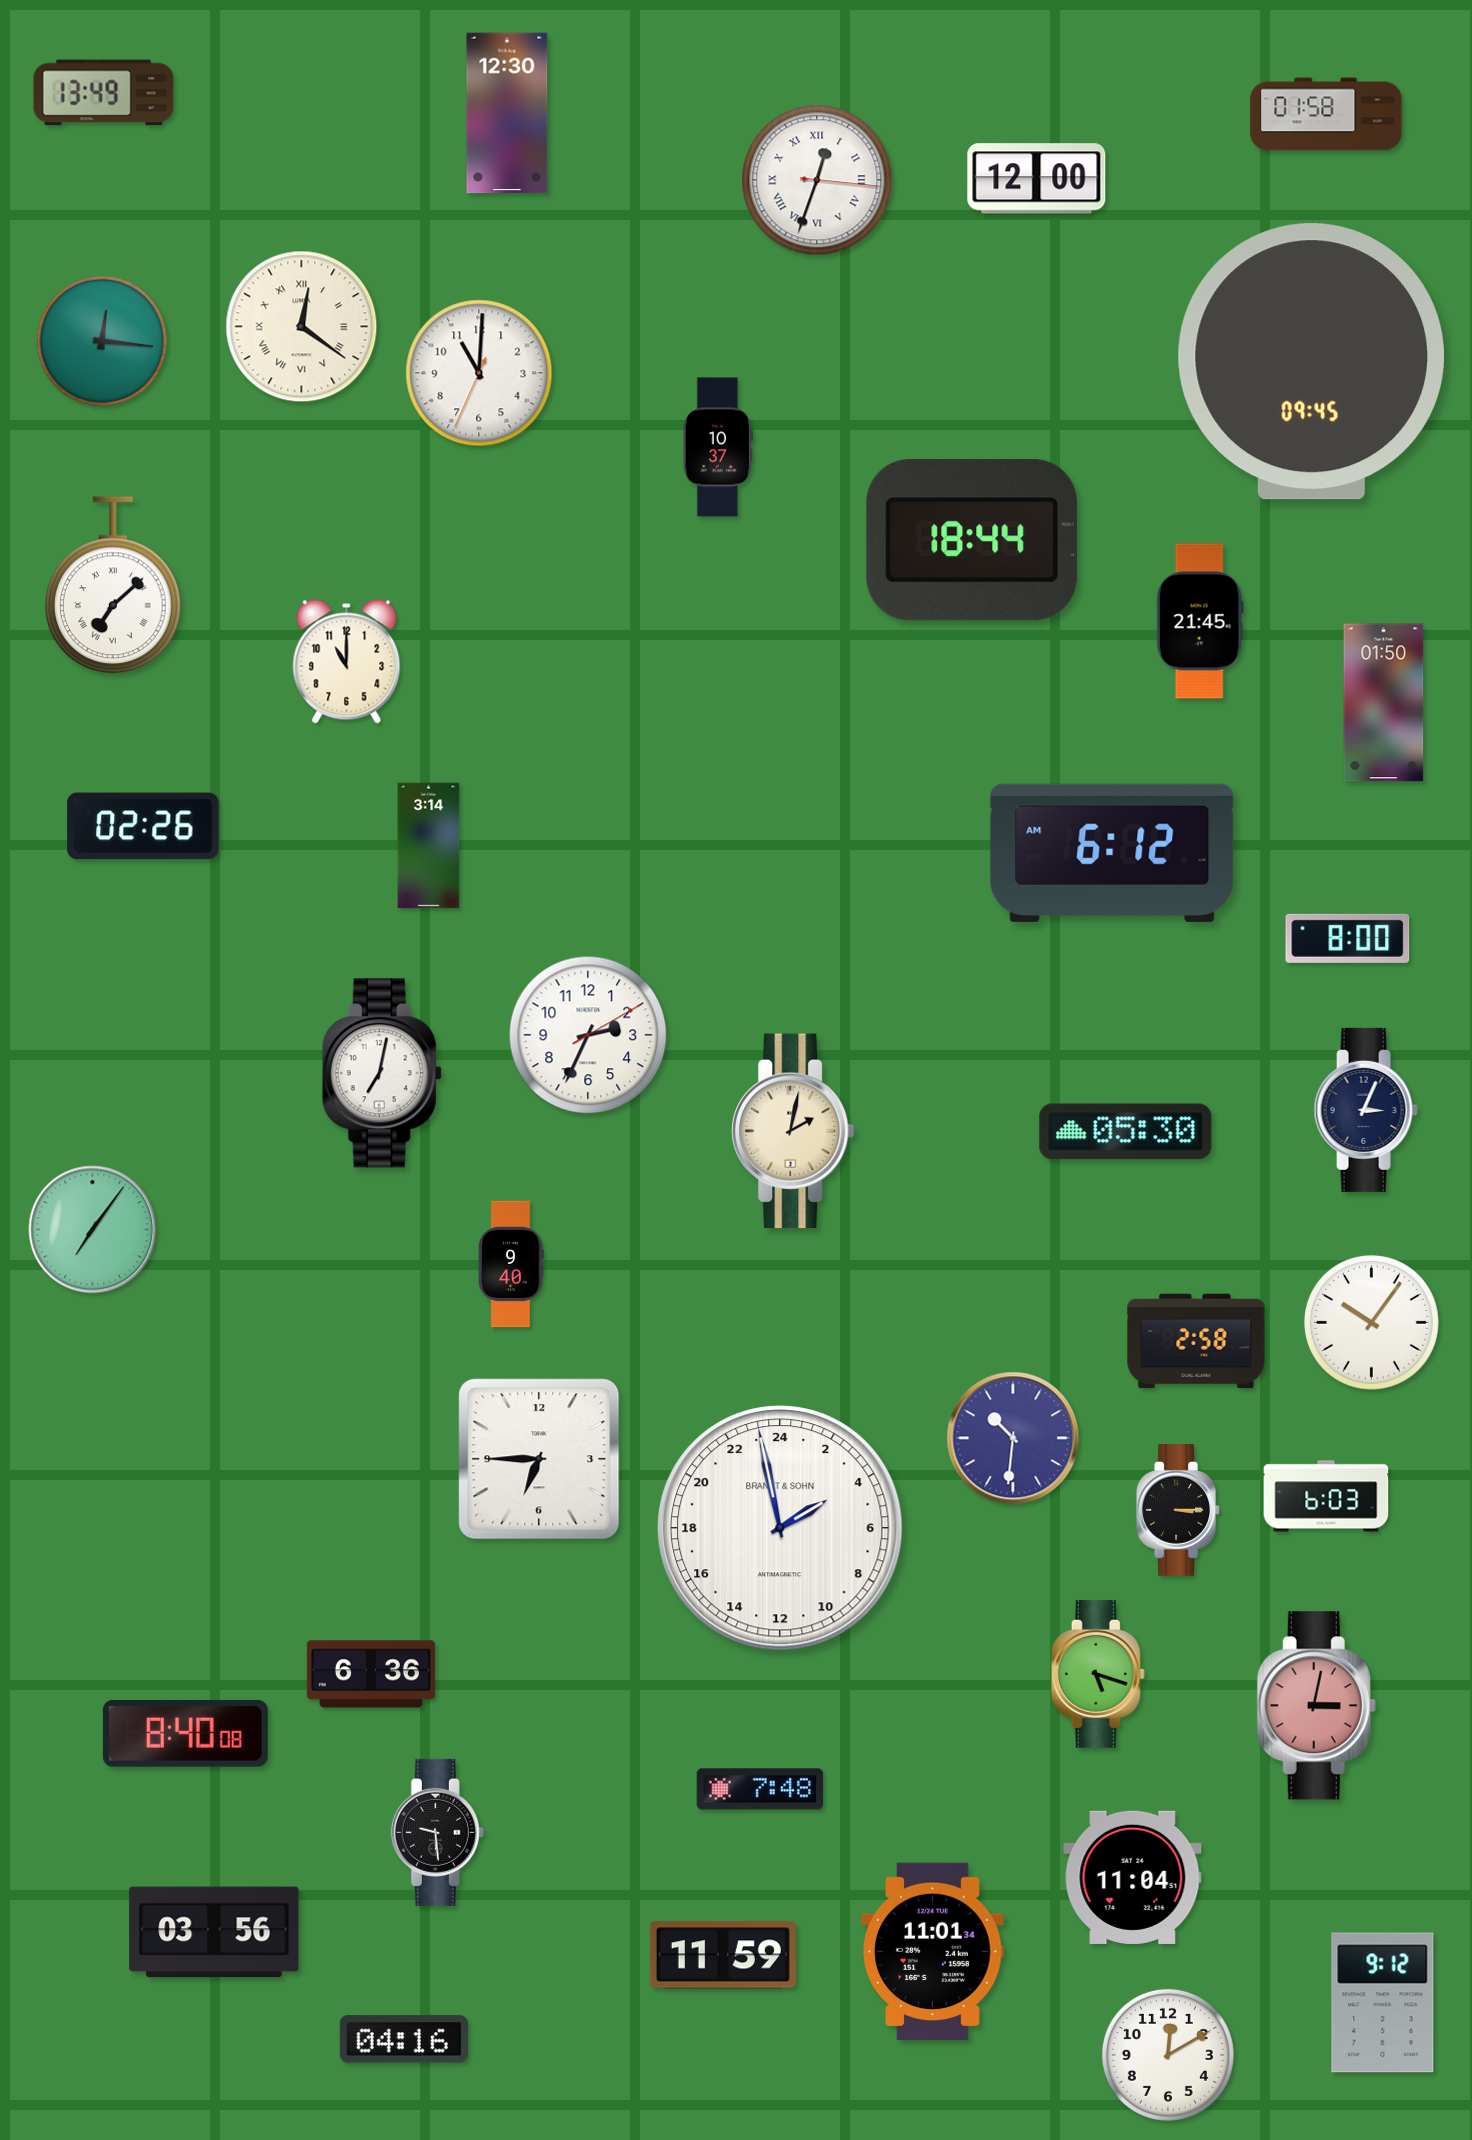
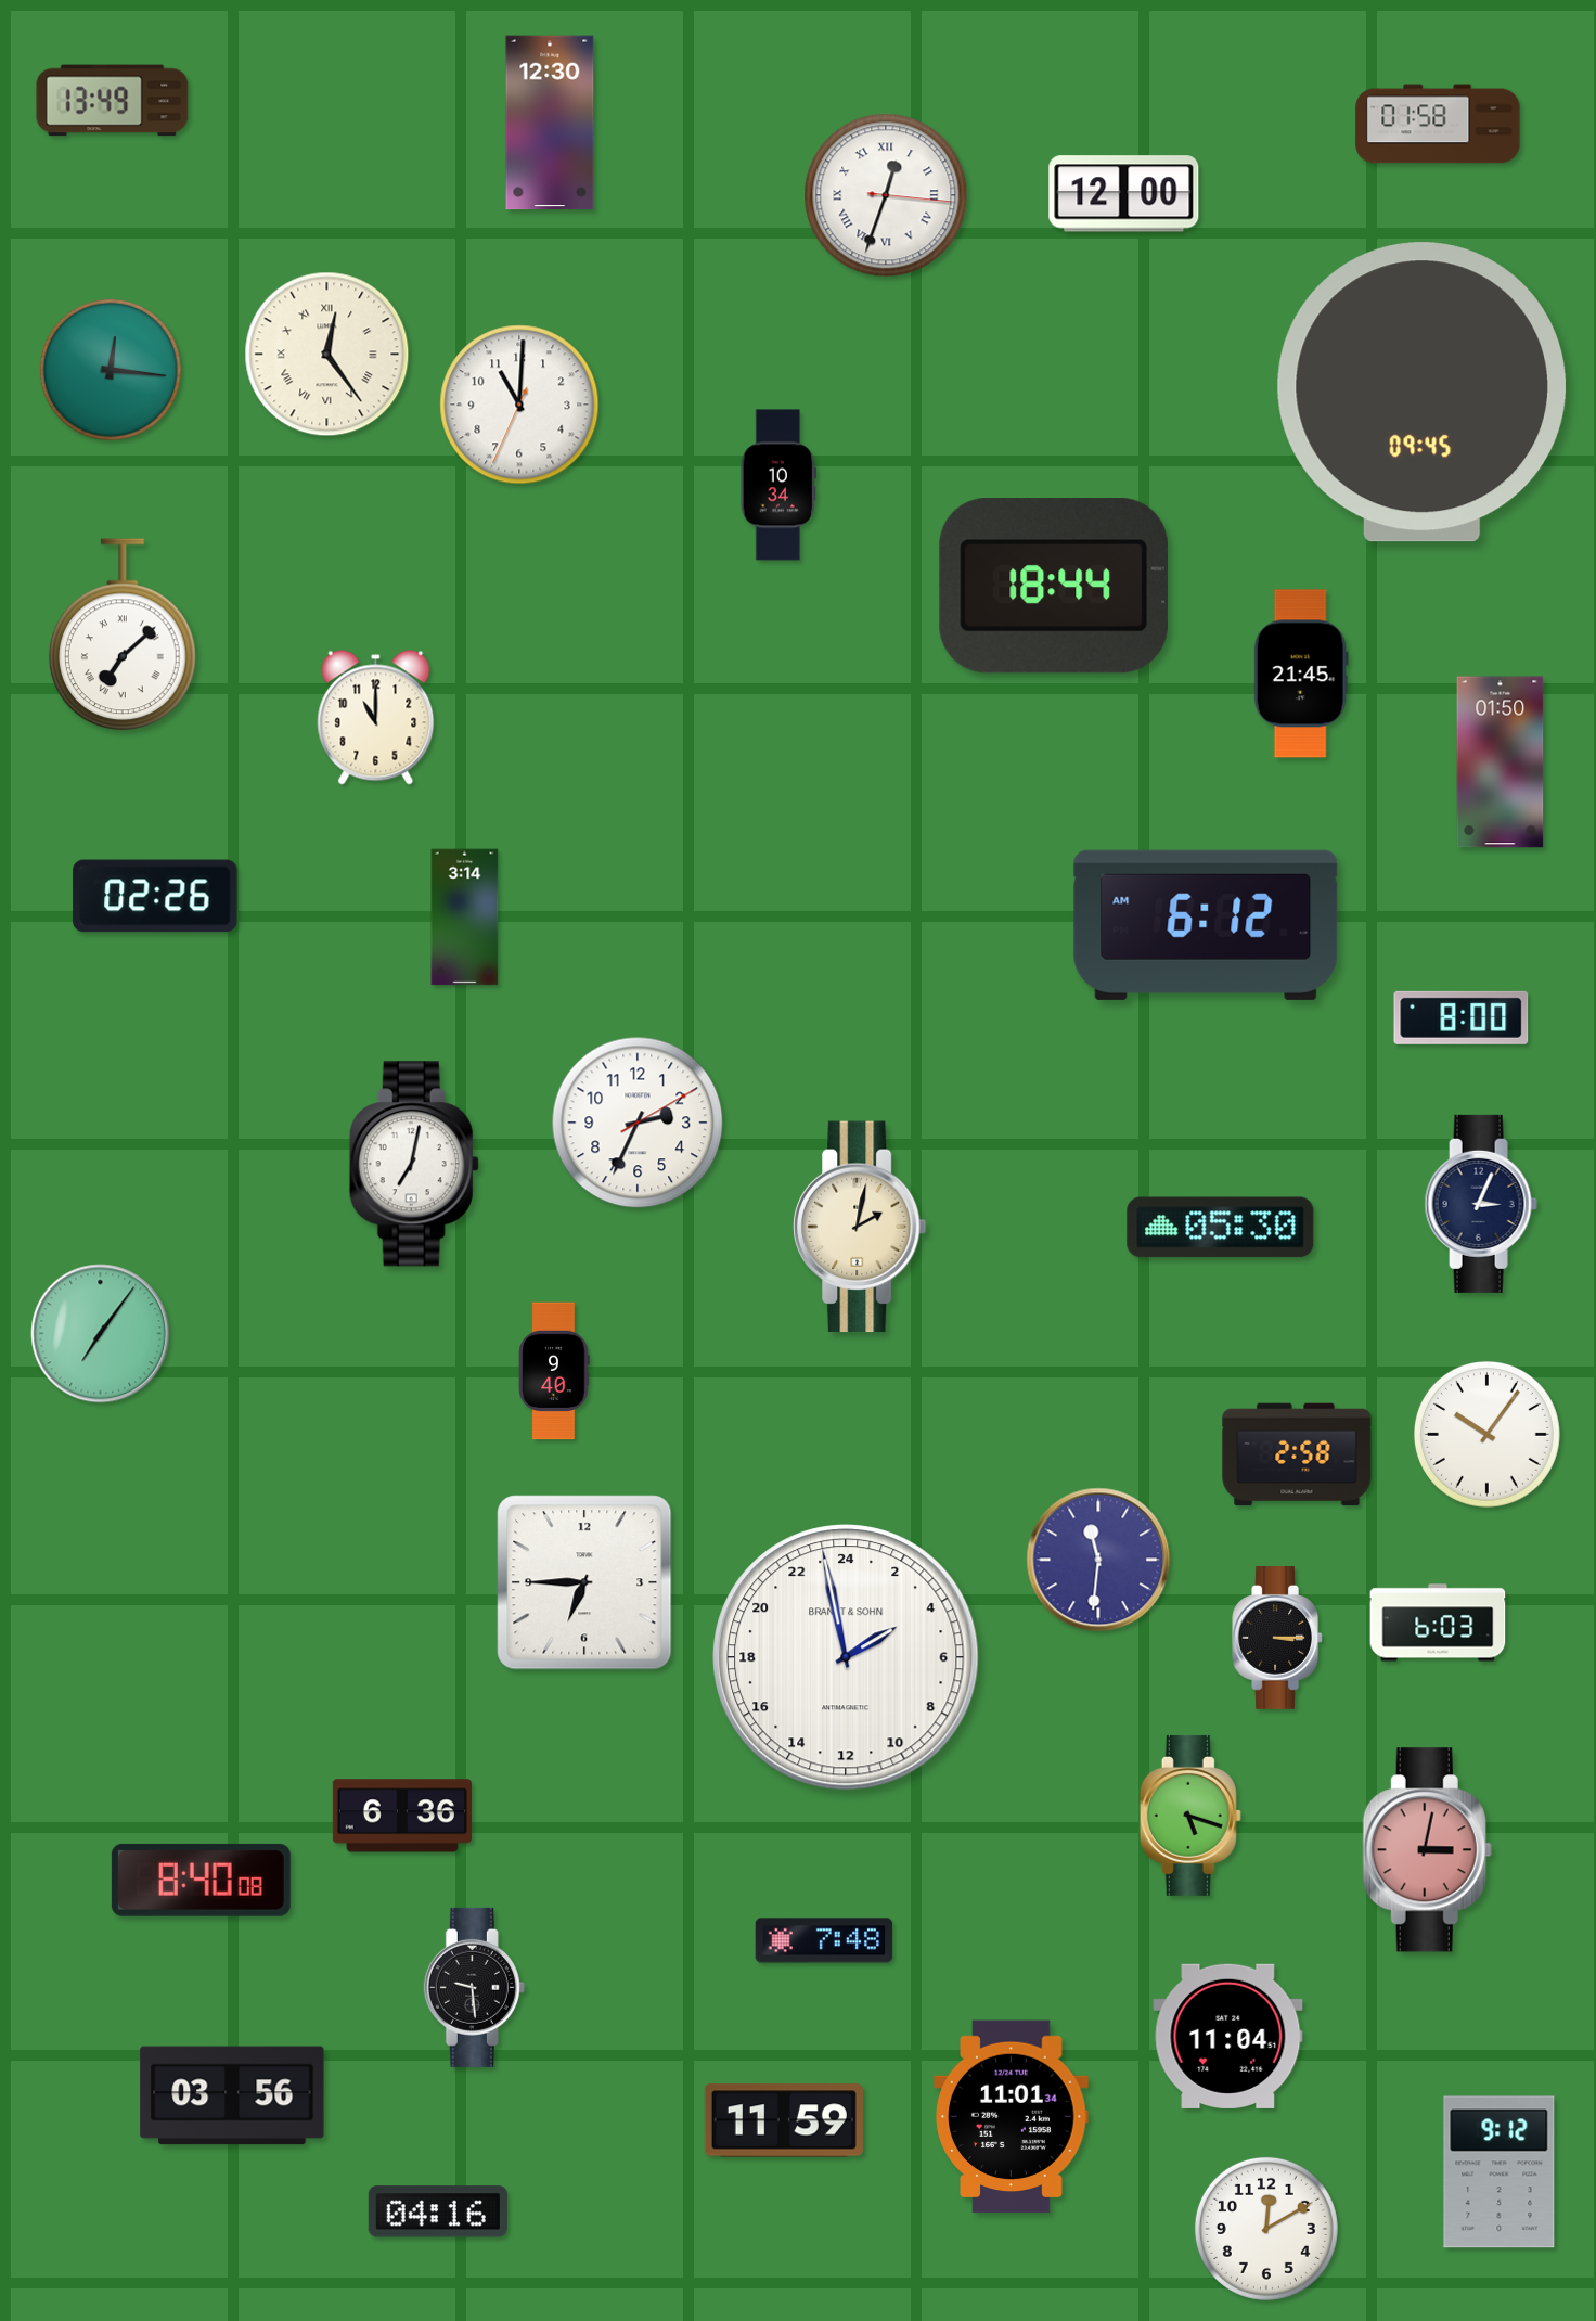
clock at (302, 327): 12:21 -> 12:24
clock at (718, 447): 10:37 -> 10:34
clock at (1013, 1438): 10:31 -> 11:31
